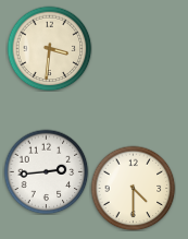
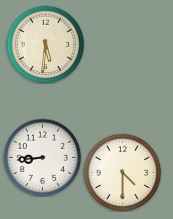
clock at (49, 48): 3:31 -> 5:31
clock at (46, 171): 2:44 -> 8:44
